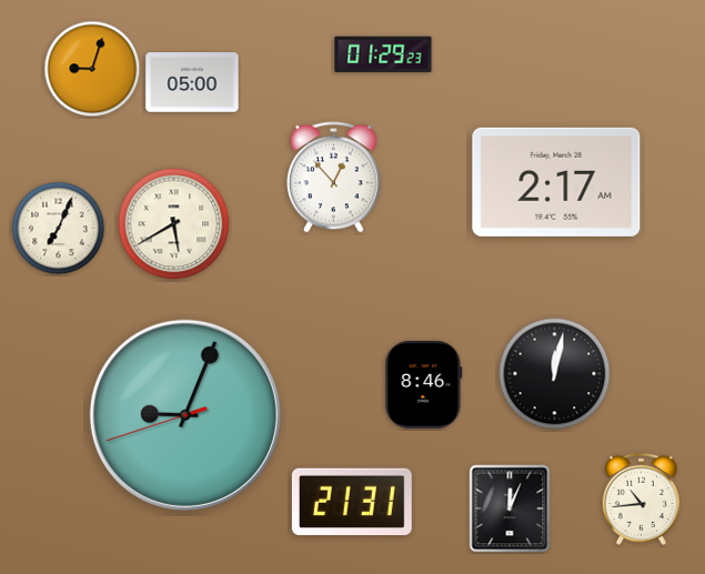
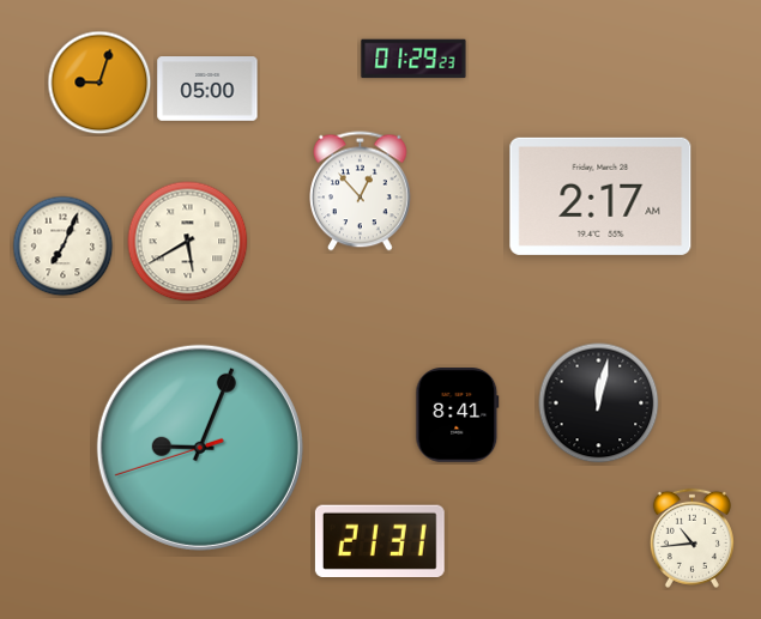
clock at (92, 69) position: (92, 69) -> (99, 83)
clock at (424, 385): 8:46 -> 8:41
clock at (510, 508): 12:04 -> none
